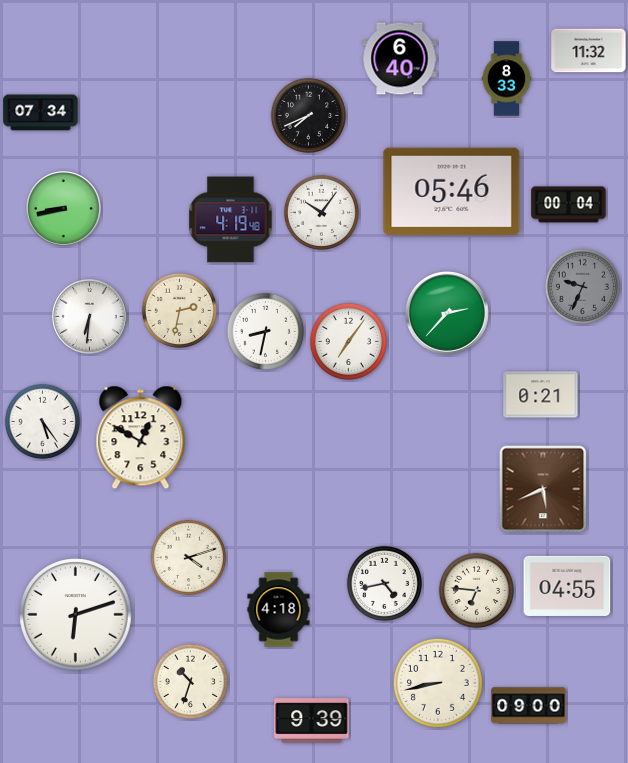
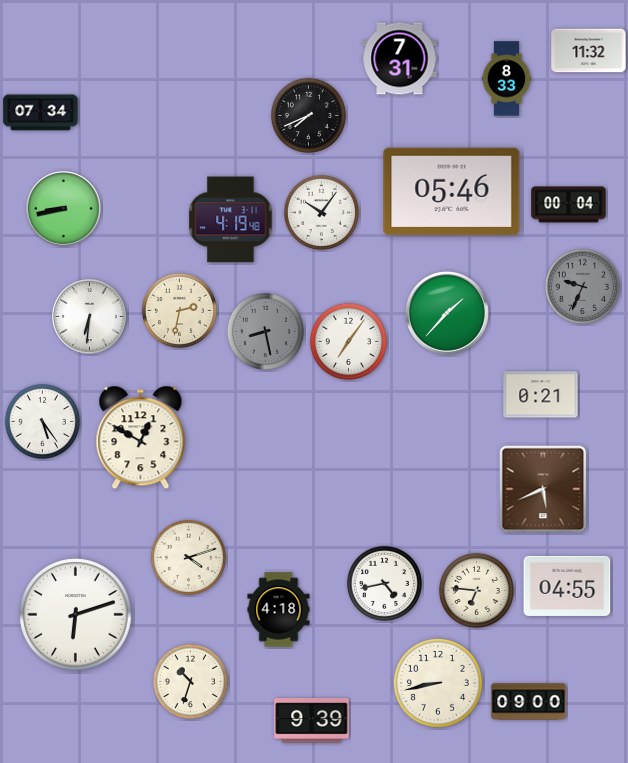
clock at (400, 59): 6:40 -> 7:31
clock at (447, 313): 2:37 -> 1:37
clock at (265, 331): 8:32 -> 8:28
clock at (265, 331) dial: white -> grey
clock at (529, 706) position: (529, 706) -> (529, 702)
